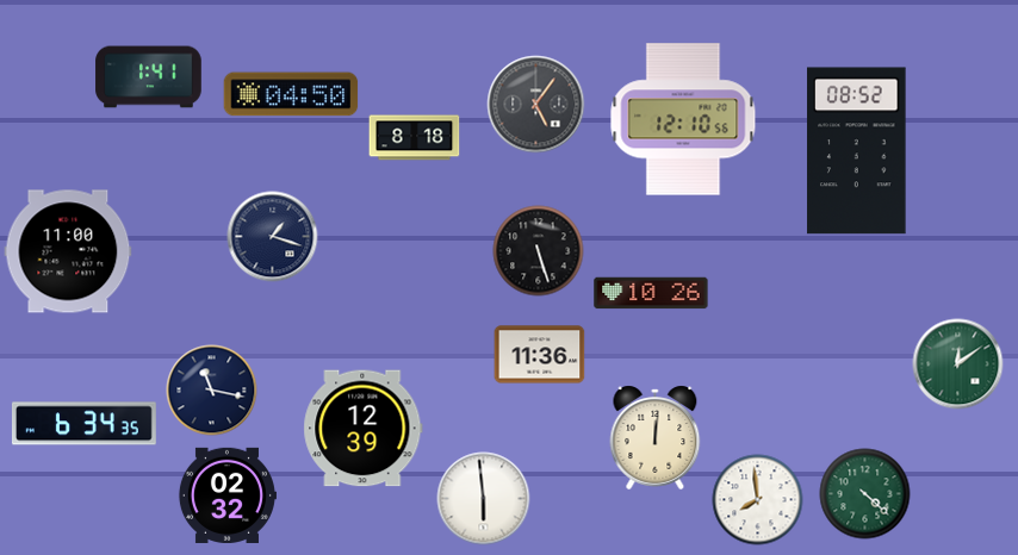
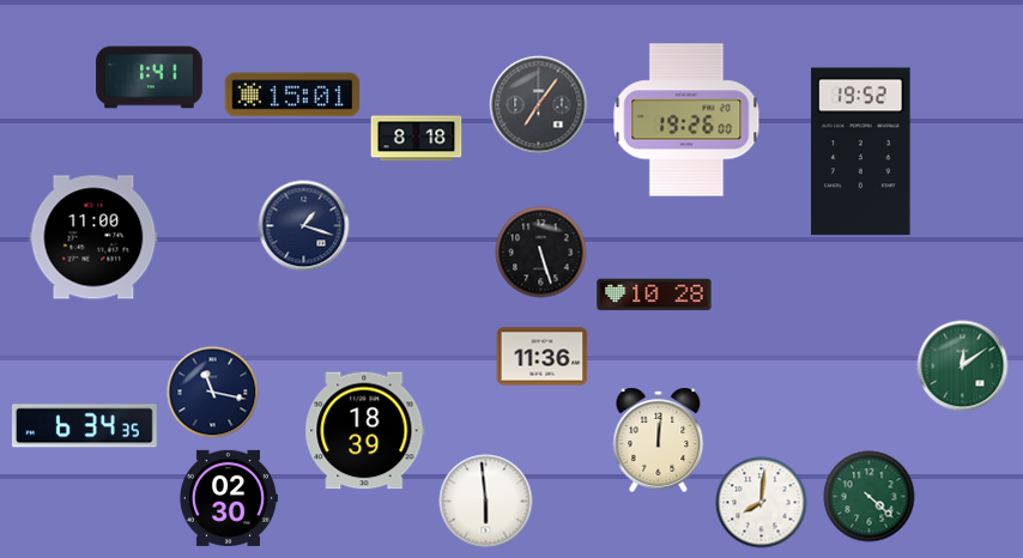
clock at (291, 94): 04:50 -> 15:01
clock at (536, 105): 5:06 -> 7:06
clock at (683, 119): 12:10 -> 19:26
clock at (857, 151): 08:52 -> 19:52
clock at (273, 237) position: (273, 237) -> (304, 226)
clock at (68, 251) position: (68, 251) -> (93, 237)
clock at (651, 293): 10:26 -> 10:28
clock at (364, 429): 12:39 -> 18:39
clock at (226, 495): 02:32 -> 02:30
clock at (758, 500): 7:59 -> 8:01
